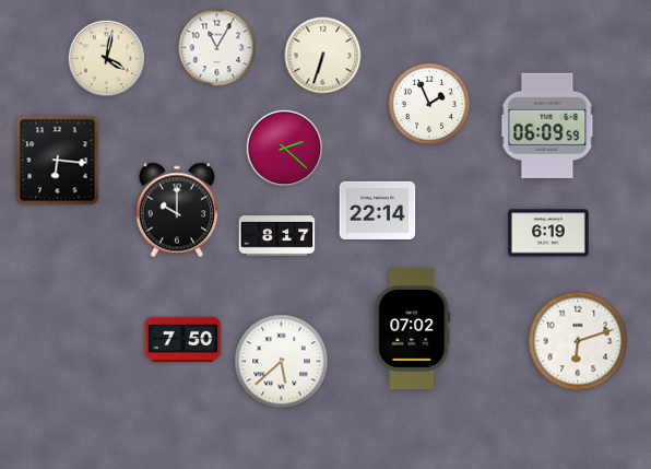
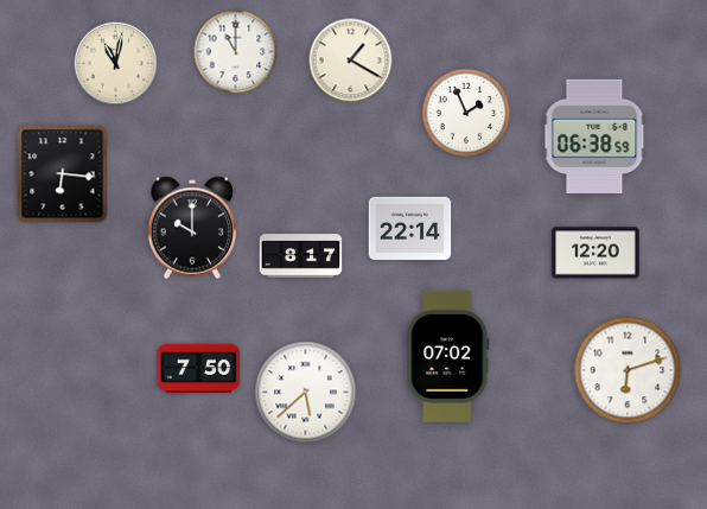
clock at (217, 48): 11:05 -> 11:00
clock at (323, 56): 6:33 -> 1:20
clock at (107, 59): 4:02 -> 11:02
clock at (547, 125): 06:09 -> 06:38
clock at (285, 149): 2:22 -> none
clock at (548, 233): 6:19 -> 12:20
